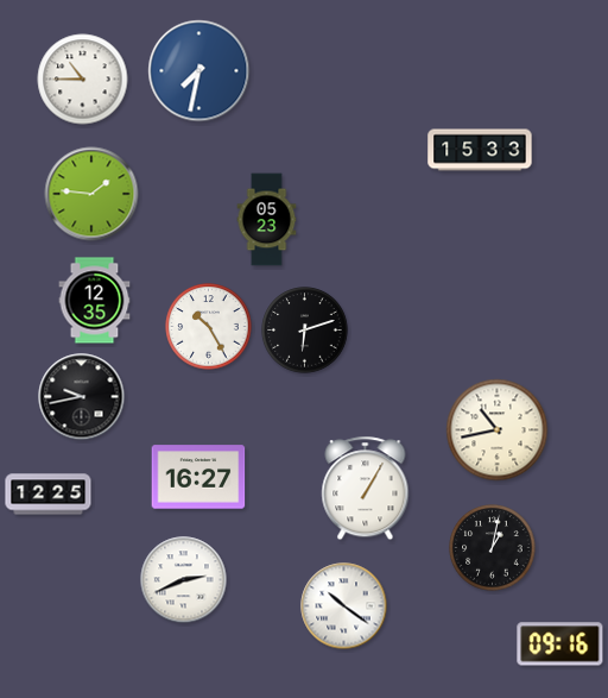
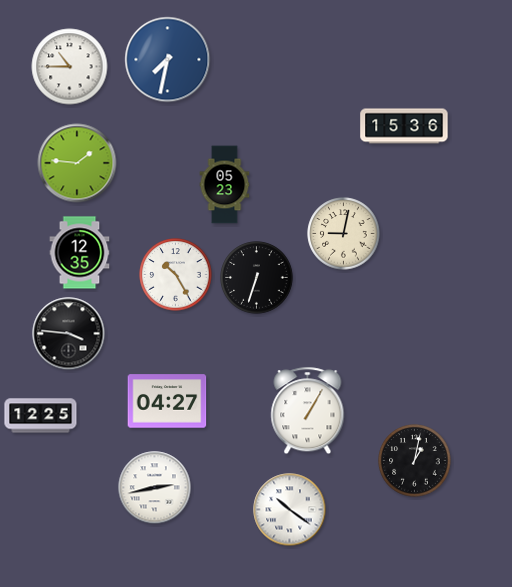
clock at (480, 150): 15:33 -> 15:36
clock at (344, 234): none -> 9:02
clock at (305, 331): 6:12 -> 6:33
clock at (82, 397): 9:43 -> 3:46
clock at (498, 430): 10:43 -> none
clock at (198, 477): 16:27 -> 04:27
clock at (184, 580): 2:41 -> 2:43
clock at (560, 644): 09:16 -> none
